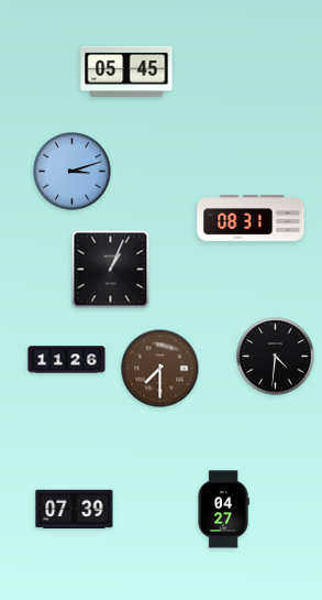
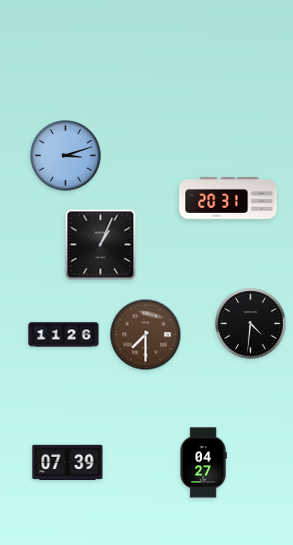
clock at (126, 70): 05:45 -> none
clock at (251, 218): 08:31 -> 20:31
clock at (67, 360) position: (67, 360) -> (64, 335)
